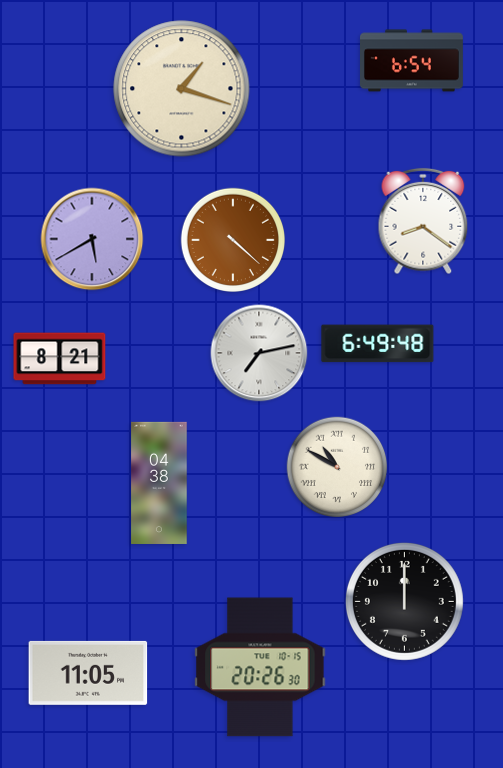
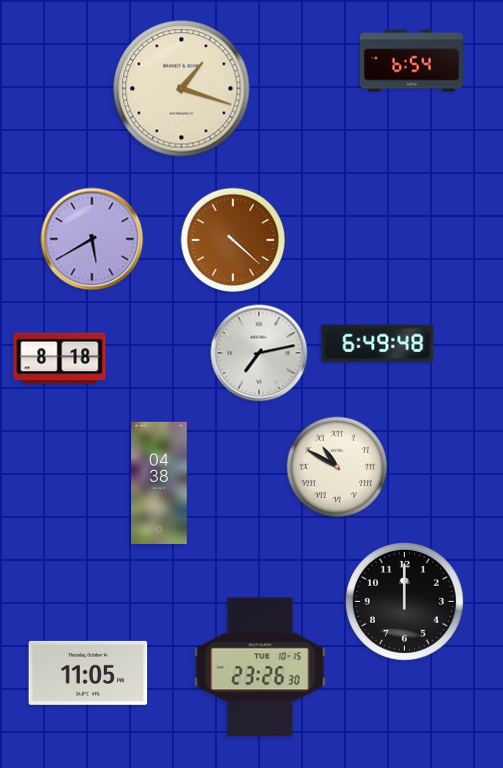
clock at (423, 221): 8:21 -> none
clock at (60, 359): 8:21 -> 8:18
clock at (260, 667): 20:26 -> 23:26
